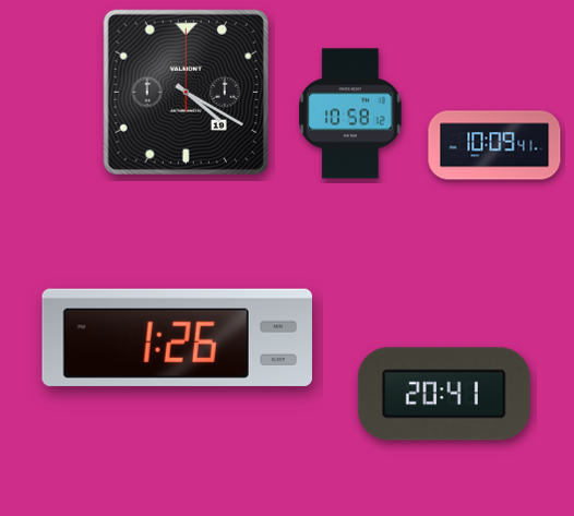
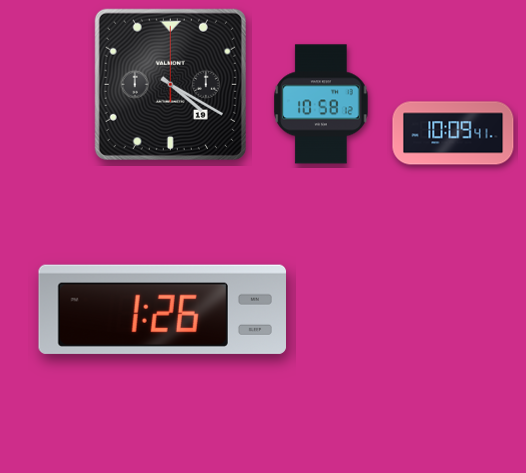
clock at (444, 394): 20:41 -> none
